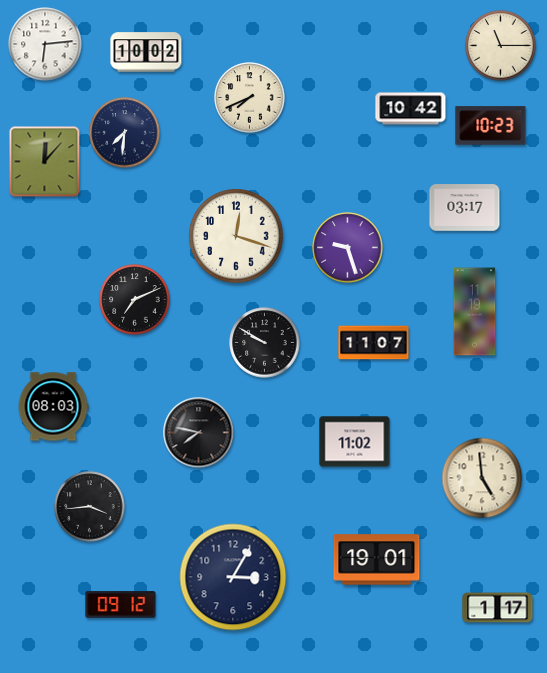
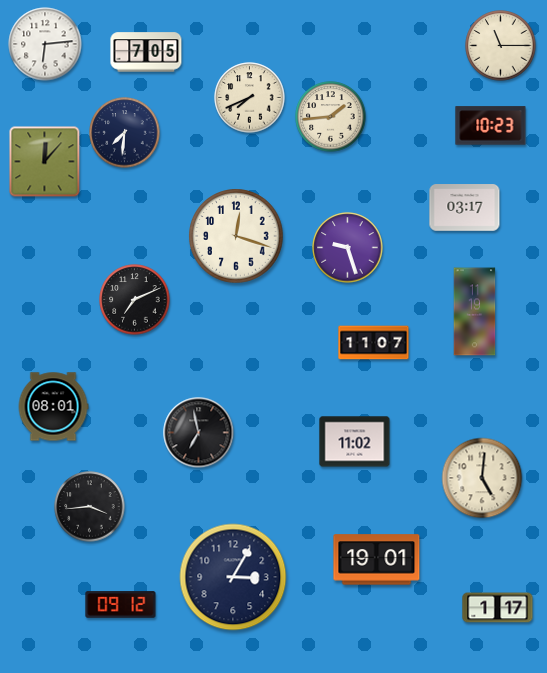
clock at (146, 52): 10:02 -> 7:05
clock at (411, 109): 10:42 -> none
clock at (331, 117): none -> 1:44
clock at (265, 343): 9:50 -> none
clock at (53, 407): 08:03 -> 08:01
clock at (199, 433): 7:47 -> 6:58
clock at (482, 478): 4:59 -> 5:01
